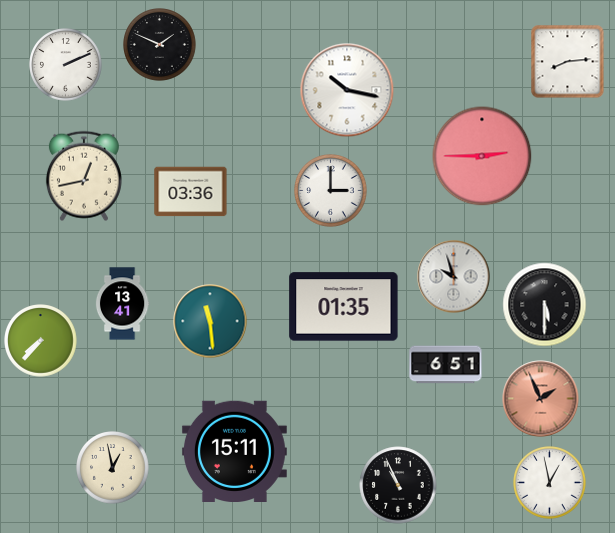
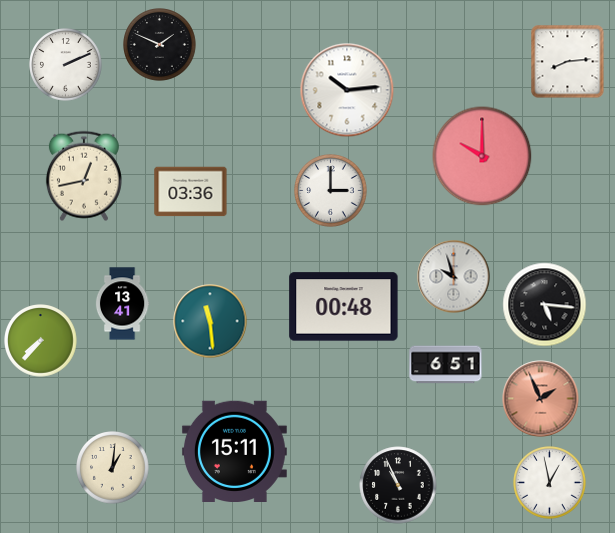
clock at (347, 90): 10:17 -> 10:14
clock at (482, 156): 2:45 -> 10:00
clock at (545, 305): 5:30 -> 5:16
clock at (344, 307): 01:35 -> 00:48
clock at (113, 468): 12:58 -> 1:01
